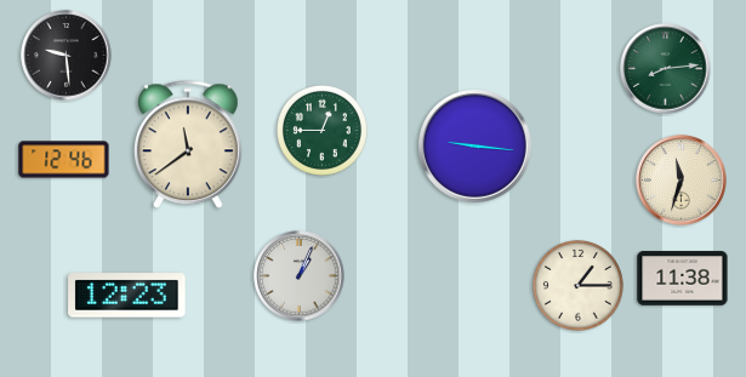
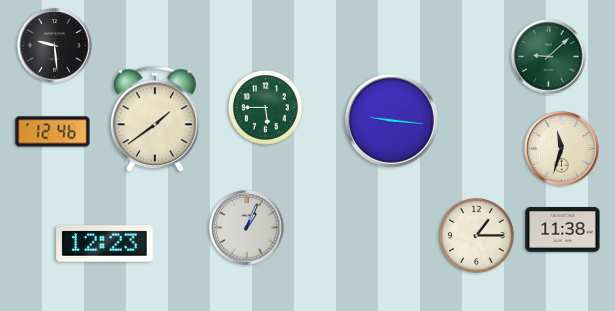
clock at (666, 69): 8:14 -> 9:08
clock at (321, 130): 12:45 -> 5:45
clock at (188, 145): 11:39 -> 1:39
